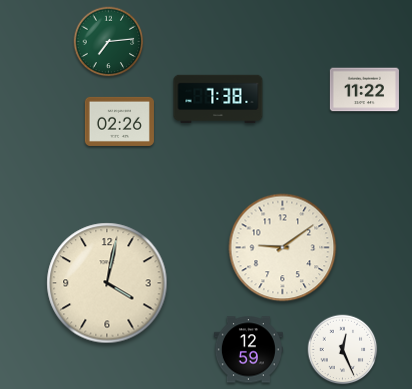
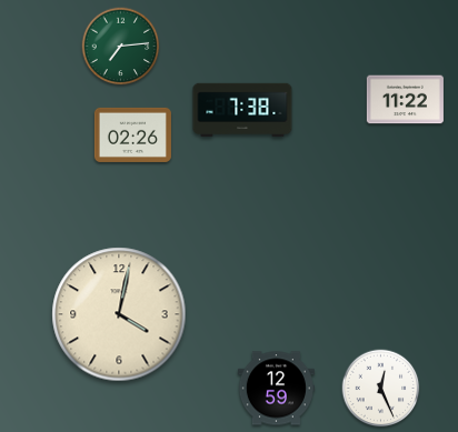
clock at (283, 248): 9:09 -> none
